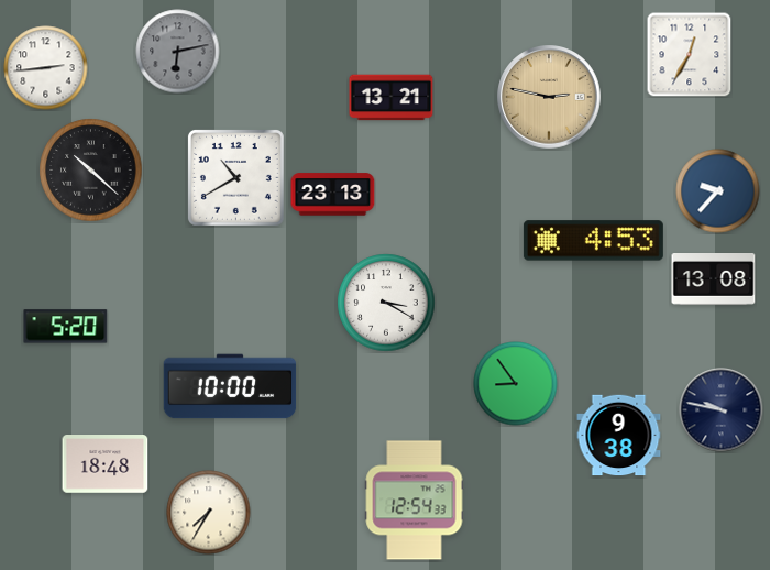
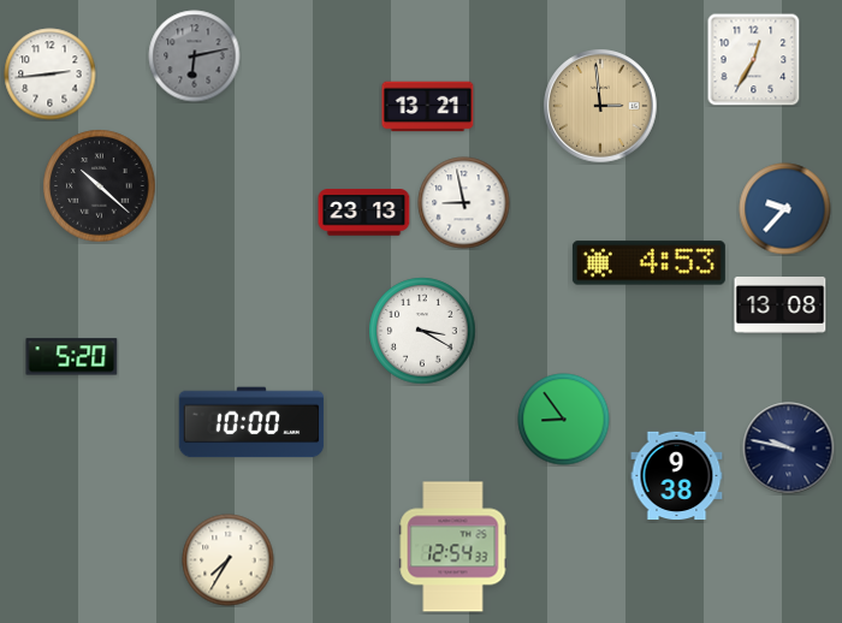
clock at (549, 97): 2:47 -> 2:59
clock at (235, 177): 10:40 -> none
clock at (464, 203): none -> 8:58
clock at (106, 464): 18:48 -> none
